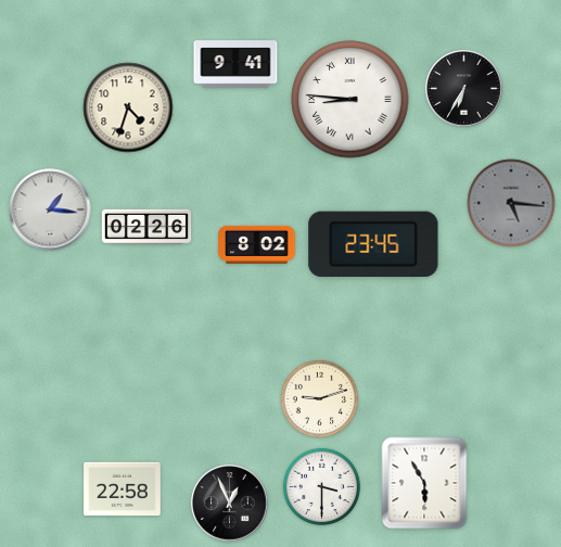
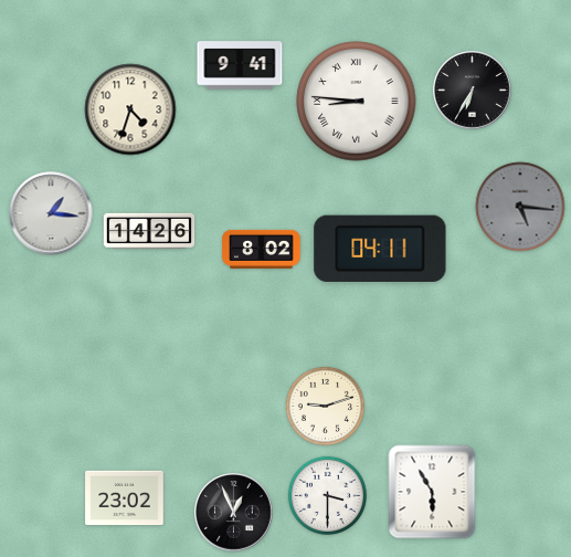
clock at (146, 226): 02:26 -> 14:26
clock at (373, 243): 23:45 -> 04:11
clock at (123, 489): 22:58 -> 23:02
